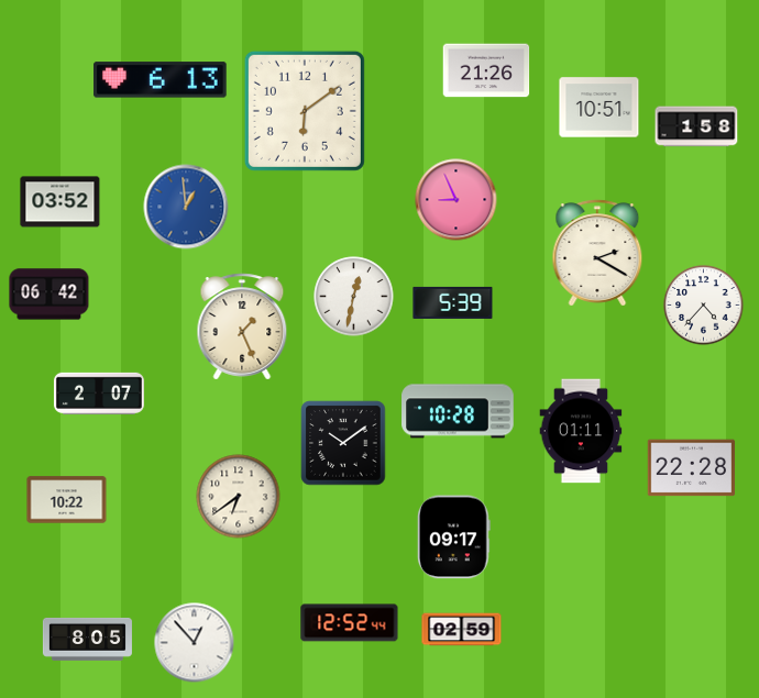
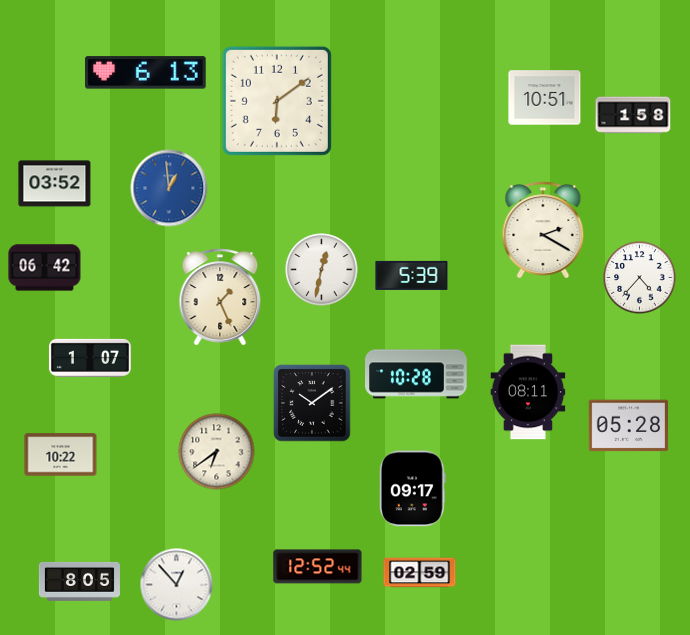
clock at (486, 70): 21:26 -> none
clock at (457, 200): 8:56 -> none
clock at (99, 394): 2:07 -> 1:07
clock at (581, 431): 01:11 -> 08:11
clock at (692, 468): 22:28 -> 05:28
